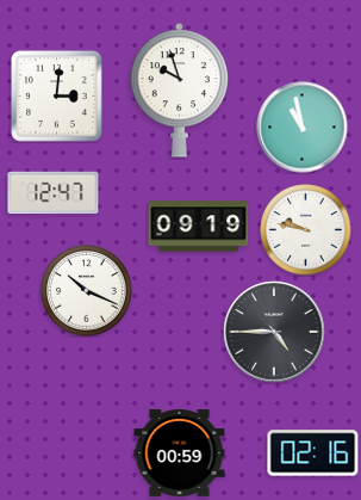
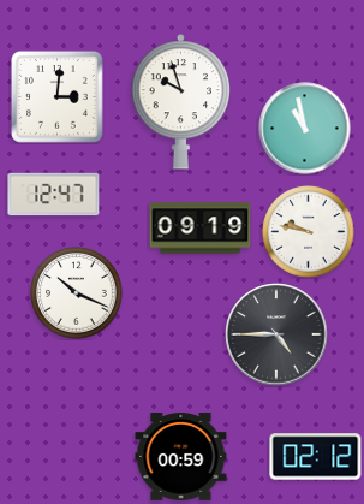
clock at (180, 91) position: (180, 91) -> (181, 102)
clock at (87, 291) position: (87, 291) -> (77, 293)
clock at (313, 453): 02:16 -> 02:12
